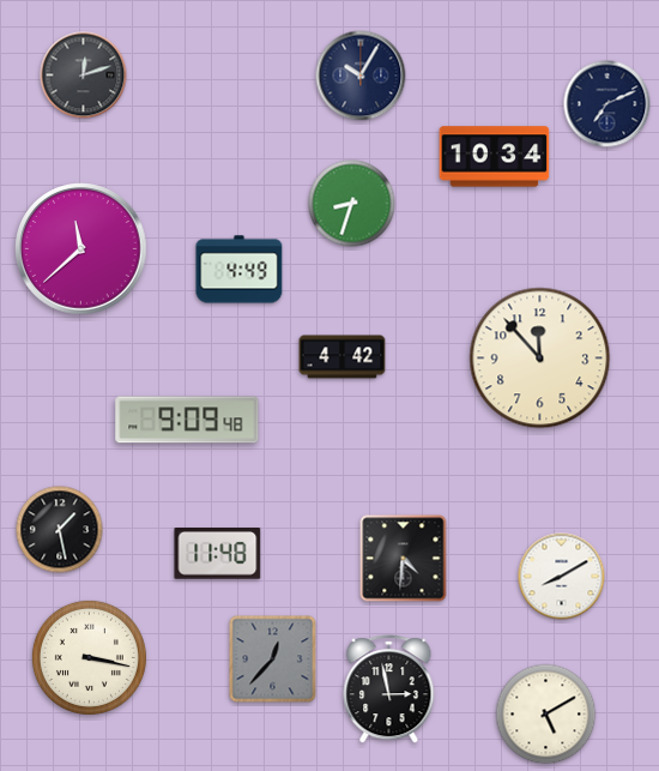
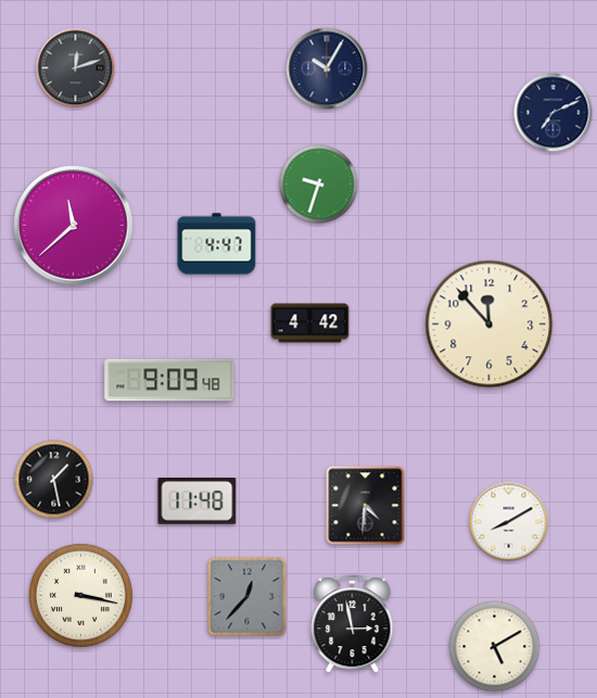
clock at (607, 104) position: (607, 104) -> (554, 113)
clock at (495, 157): 10:34 -> none
clock at (352, 204): 8:33 -> 9:33
clock at (240, 270): 4:49 -> 4:47
